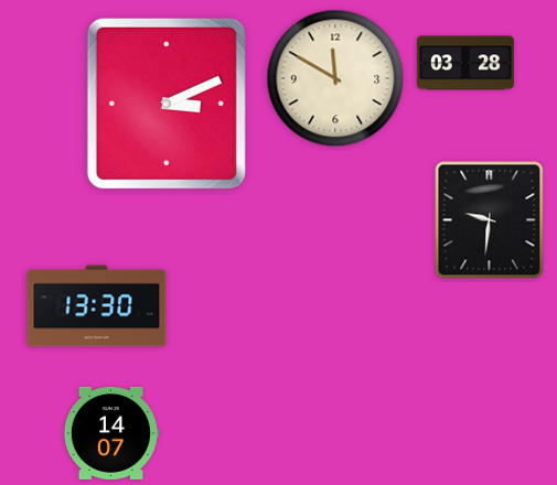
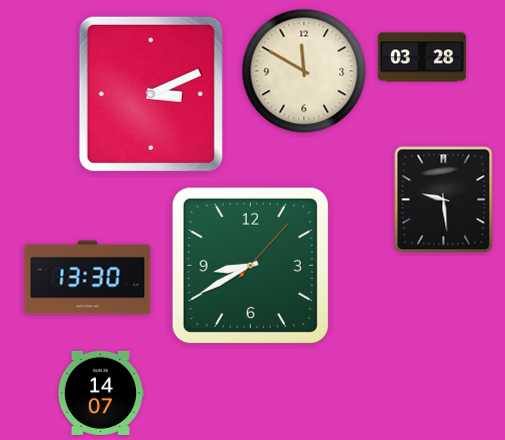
clock at (490, 220): 9:31 -> 9:29
clock at (250, 265): none -> 8:40
